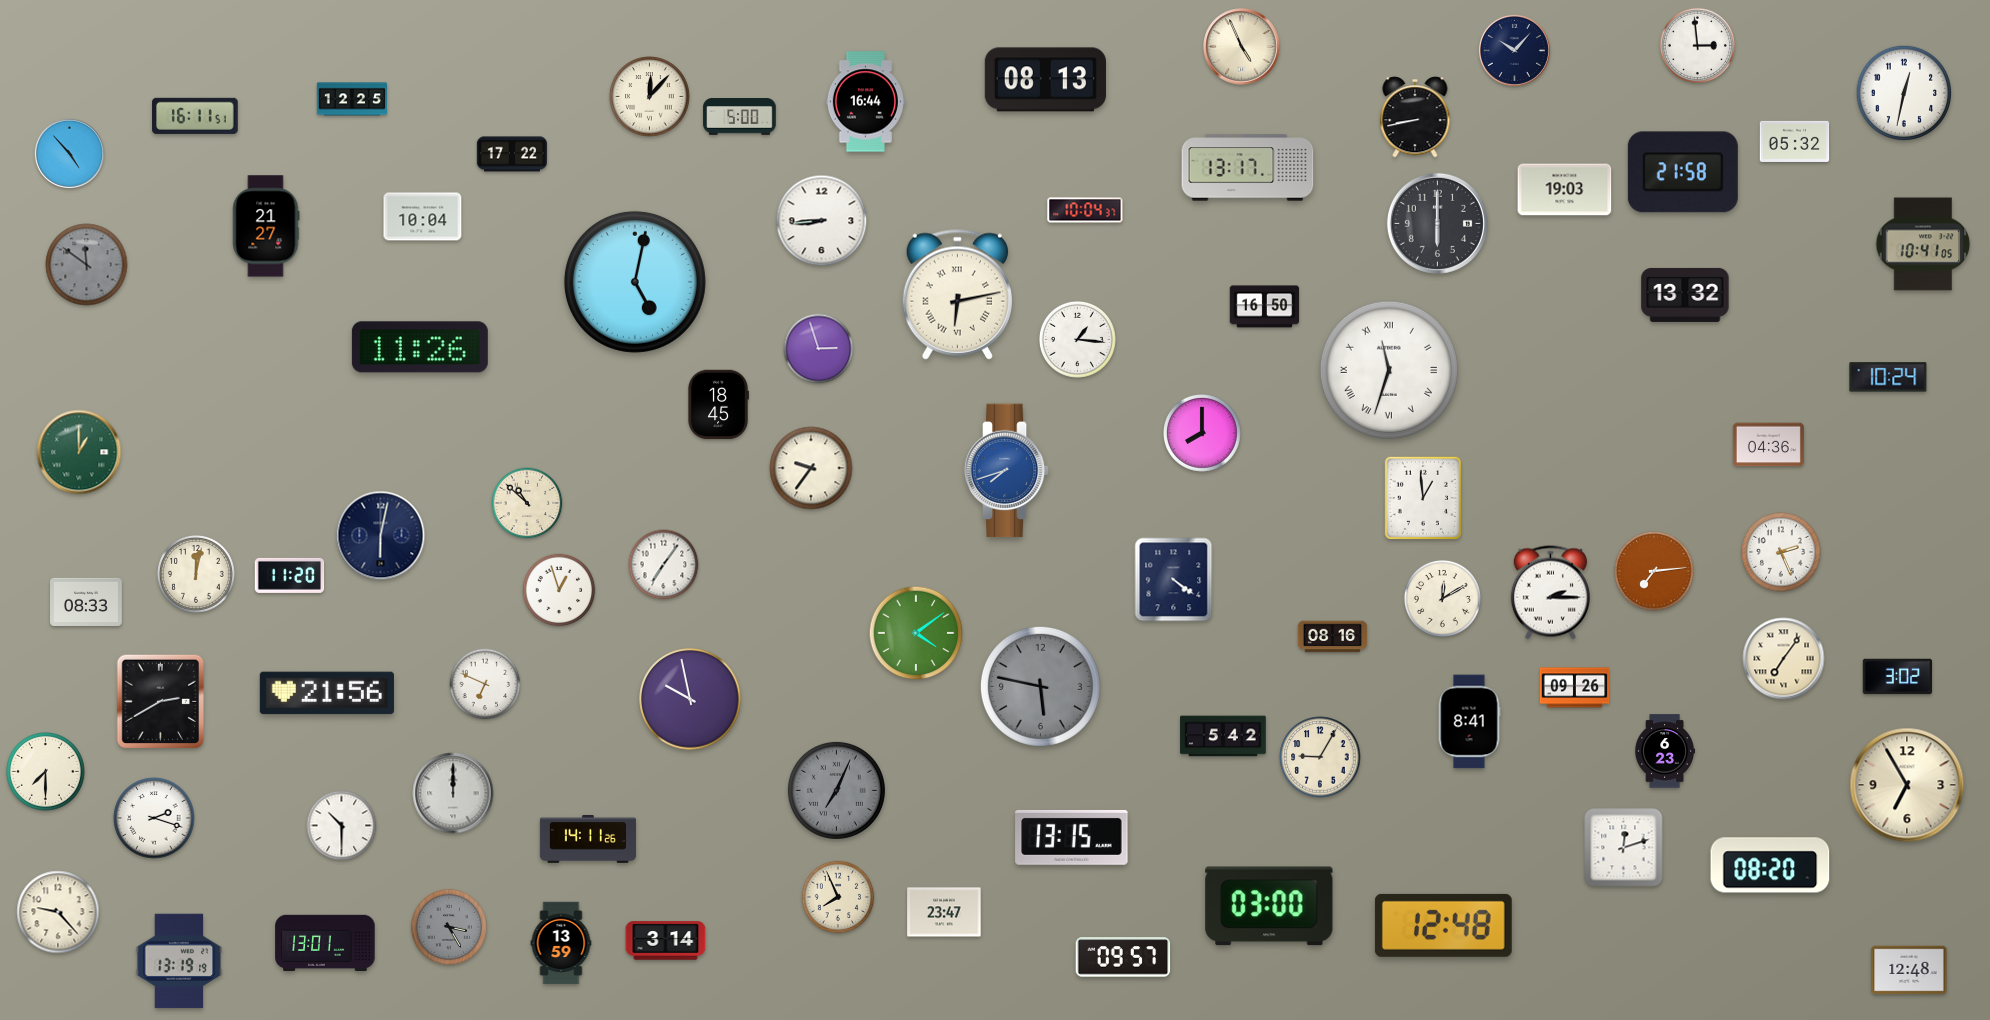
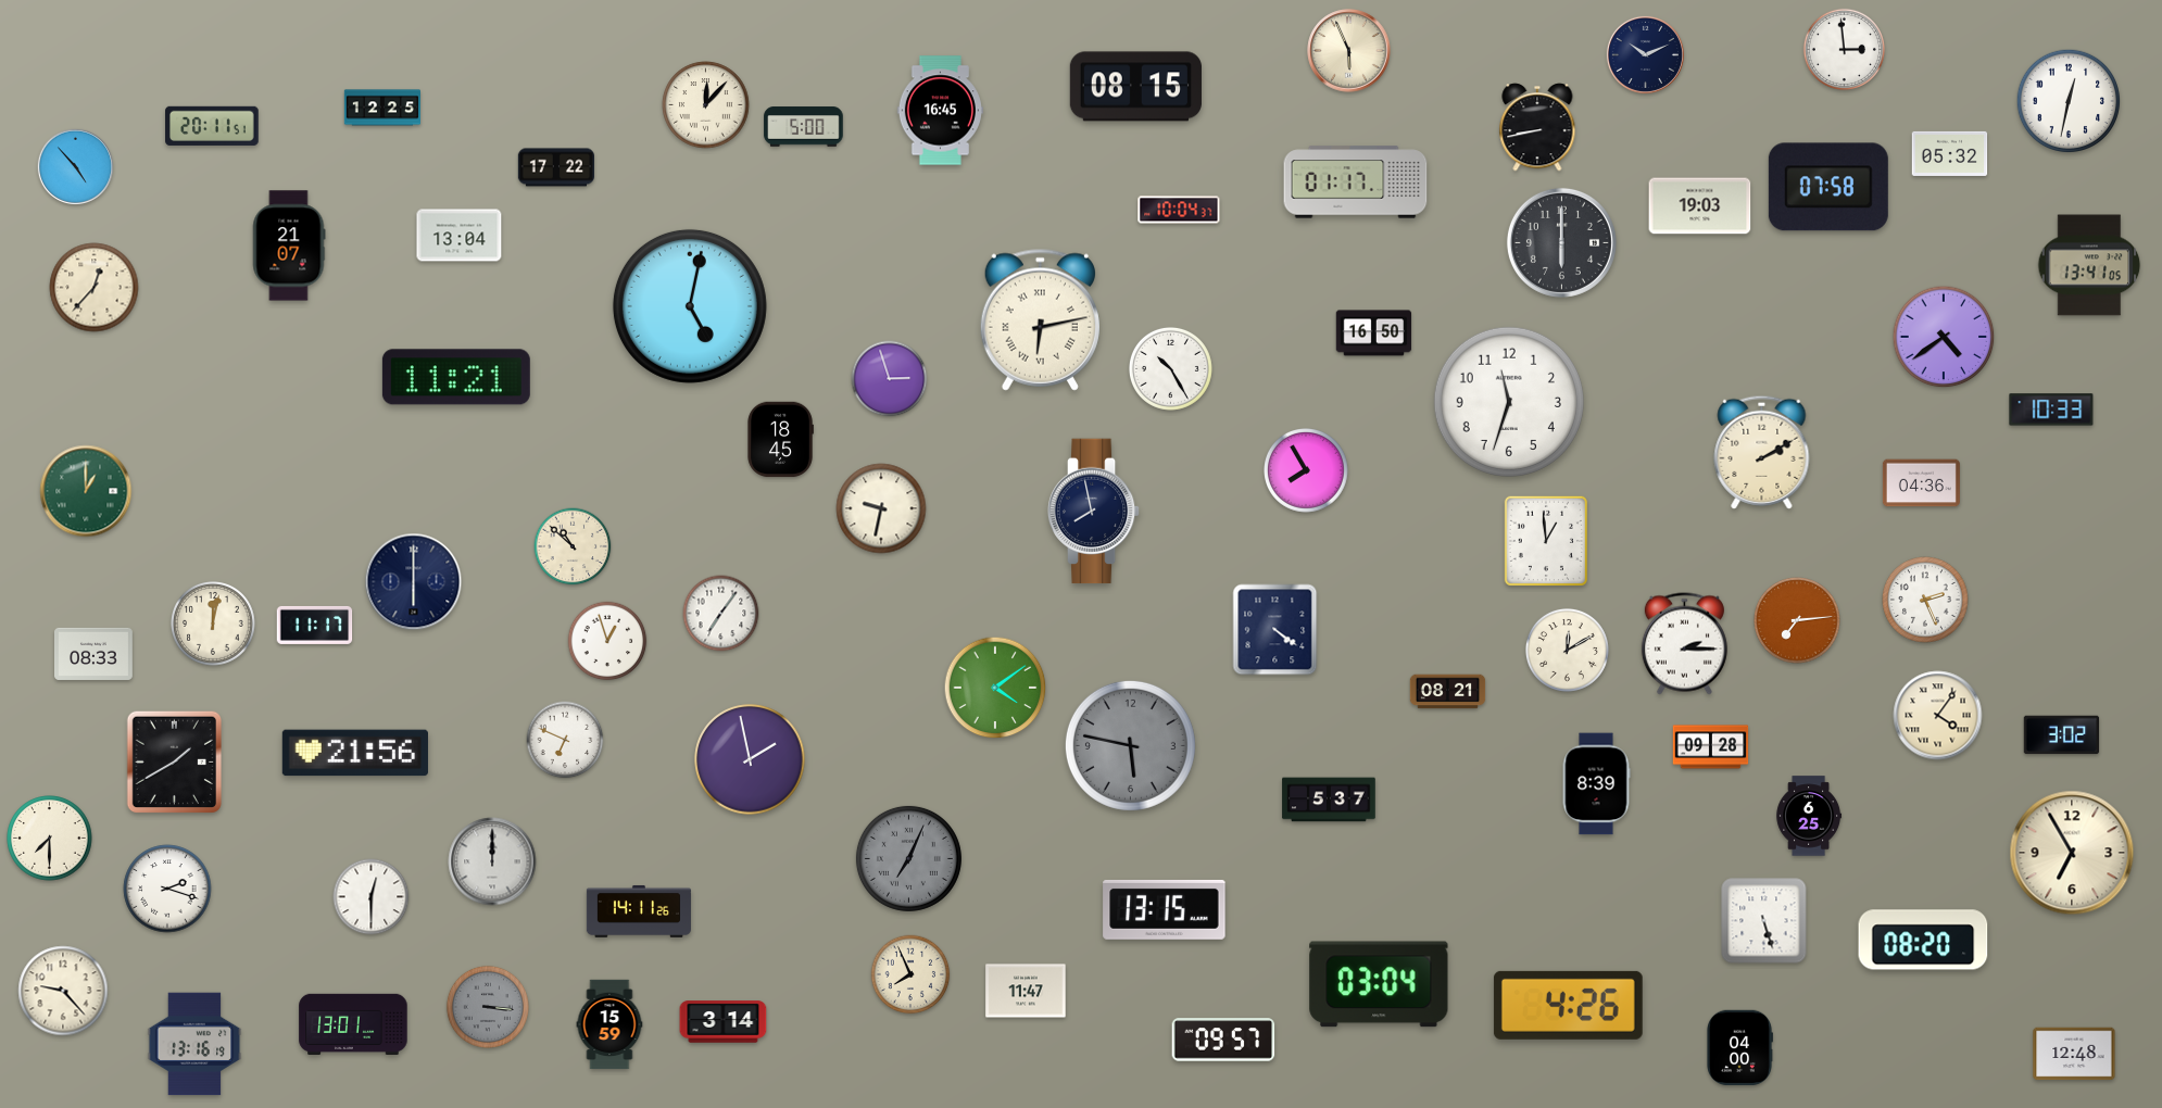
clock at (1242, 47): 4:56 -> 5:56
clock at (1514, 50): 10:07 -> 10:11
clock at (1045, 80): 08:13 -> 08:15
clock at (865, 102): 16:44 -> 16:45
clock at (195, 116): 16:11 -> 20:11
clock at (1248, 168): 13:17 -> 01:17
clock at (1683, 172): 21:58 -> 07:58
clock at (1085, 210) position: (1085, 210) -> (1179, 210)
clock at (423, 217): 10:04 -> 13:04
clock at (822, 221): 8:44 -> none
clock at (266, 226): 21:27 -> 21:07
clock at (1923, 244): 10:41 -> 13:41
clock at (87, 265): 11:51 -> 12:37
clock at (87, 265) dial: grey -> cream
clock at (1685, 295): 13:32 -> none
clock at (1944, 337): none -> 4:39
clock at (1077, 339): 1:16 -> 10:25
clock at (420, 347): 11:26 -> 11:21
clock at (1389, 370) numerals: Roman -> Arabic
clock at (1888, 377): 10:24 -> 10:33
clock at (1762, 452): none -> 2:10
clock at (1203, 434): 8:00 -> 7:55
clock at (811, 468): 9:36 -> 9:32
clock at (1007, 471): 7:42 -> 7:58
clock at (1007, 471) dial: blue -> navy
clock at (381, 536): 6:02 -> 6:00
clock at (1781, 552) position: (1781, 552) -> (1925, 600)
clock at (290, 575): 11:20 -> 11:17
clock at (1333, 637): 08:16 -> 08:21
clock at (1784, 659): 7:06 -> 4:06
clock at (485, 684) position: (485, 684) -> (565, 740)
clock at (1575, 688): 09:26 -> 09:28
clock at (690, 699): 9:58 -> 1:58
clock at (161, 702): 2:40 -> 1:40
clock at (1469, 722): 8:41 -> 8:39
clock at (1223, 736): 5:42 -> 5:37
clock at (1665, 751): 6:23 -> 6:25
clock at (1320, 757): 9:05 -> none
clock at (342, 826): 10:30 -> 12:30
clock at (1624, 848): 12:12 -> 5:27
clock at (1269, 906): 03:00 -> 03:04
clock at (944, 912): 23:47 -> 11:47
clock at (1443, 925): 12:48 -> 4:26
clock at (449, 927): 3:25 -> 3:16
clock at (561, 943): 13:59 -> 15:59
clock at (1123, 957) position: (1123, 957) -> (1223, 1040)
clock at (179, 961): 13:19 -> 13:16
clock at (1740, 1048): none -> 04:00
